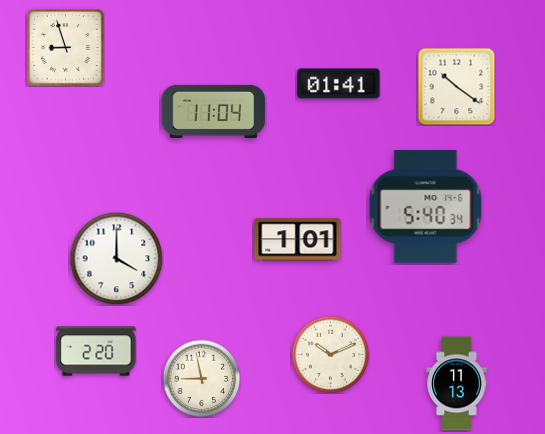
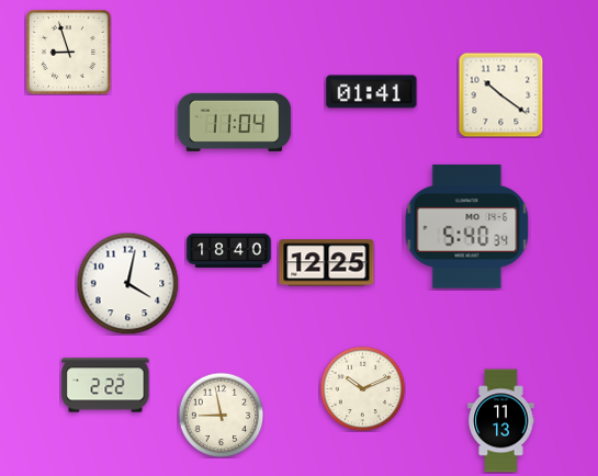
clock at (66, 48) position: (66, 48) -> (69, 53)
clock at (229, 250): none -> 18:40
clock at (298, 240): 1:01 -> 12:25
clock at (116, 258): 4:00 -> 4:02
clock at (96, 351): 2:20 -> 2:22
